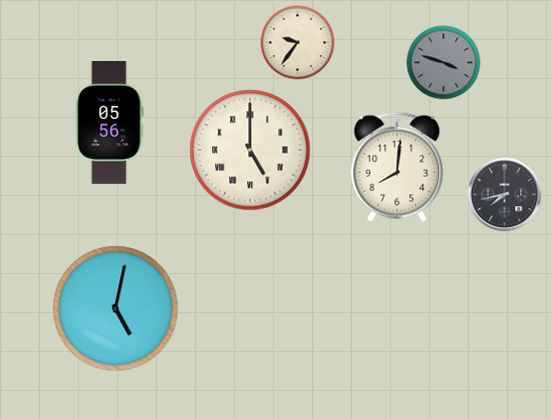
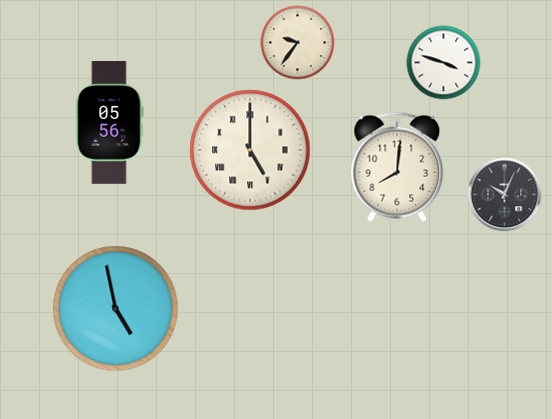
clock at (444, 63) dial: grey -> white
clock at (505, 195): 7:43 -> 10:04
clock at (116, 309): 5:02 -> 4:58
